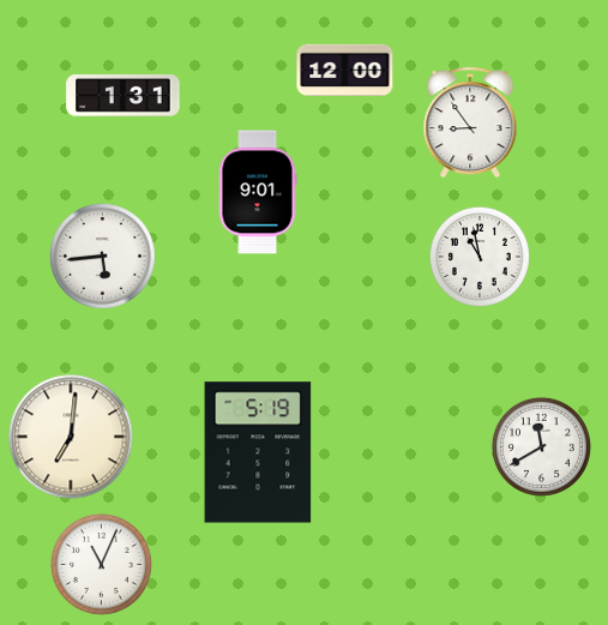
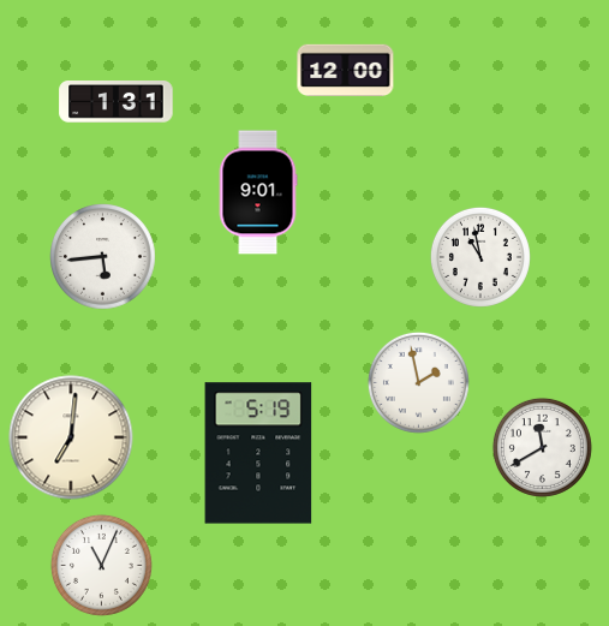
clock at (124, 96) position: (124, 96) -> (117, 102)
clock at (470, 122): 8:54 -> none
clock at (418, 382): none -> 1:58
